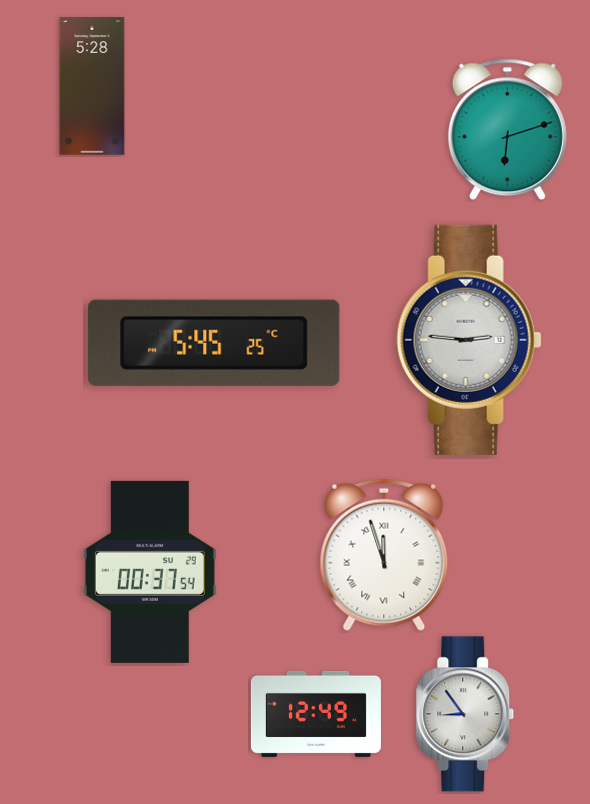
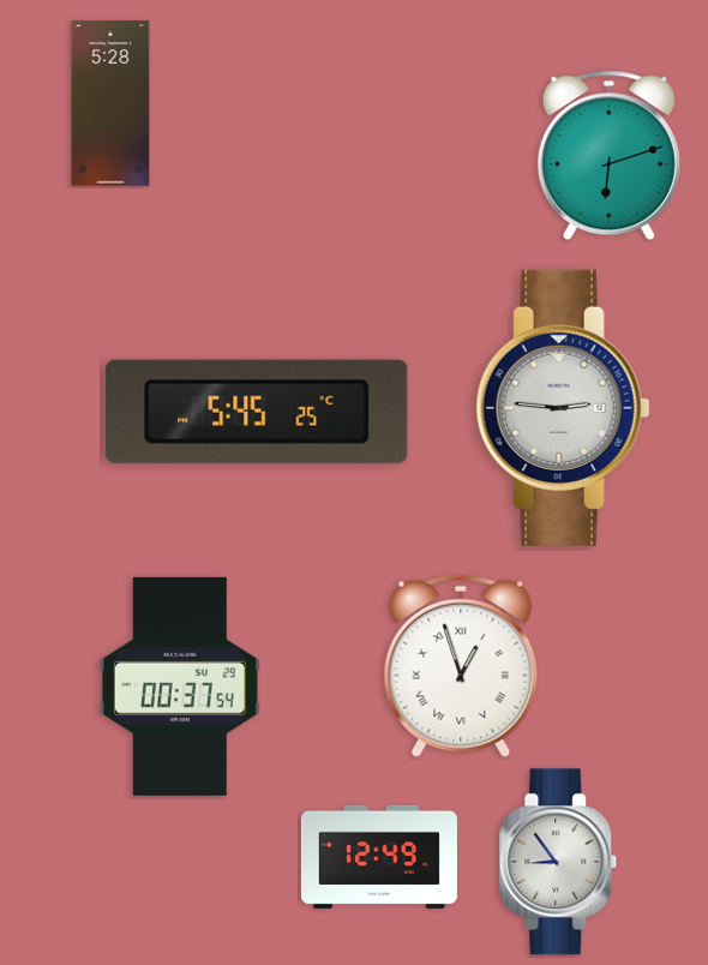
clock at (384, 555): 11:57 -> 12:57
clock at (465, 714) position: (465, 714) -> (558, 862)
